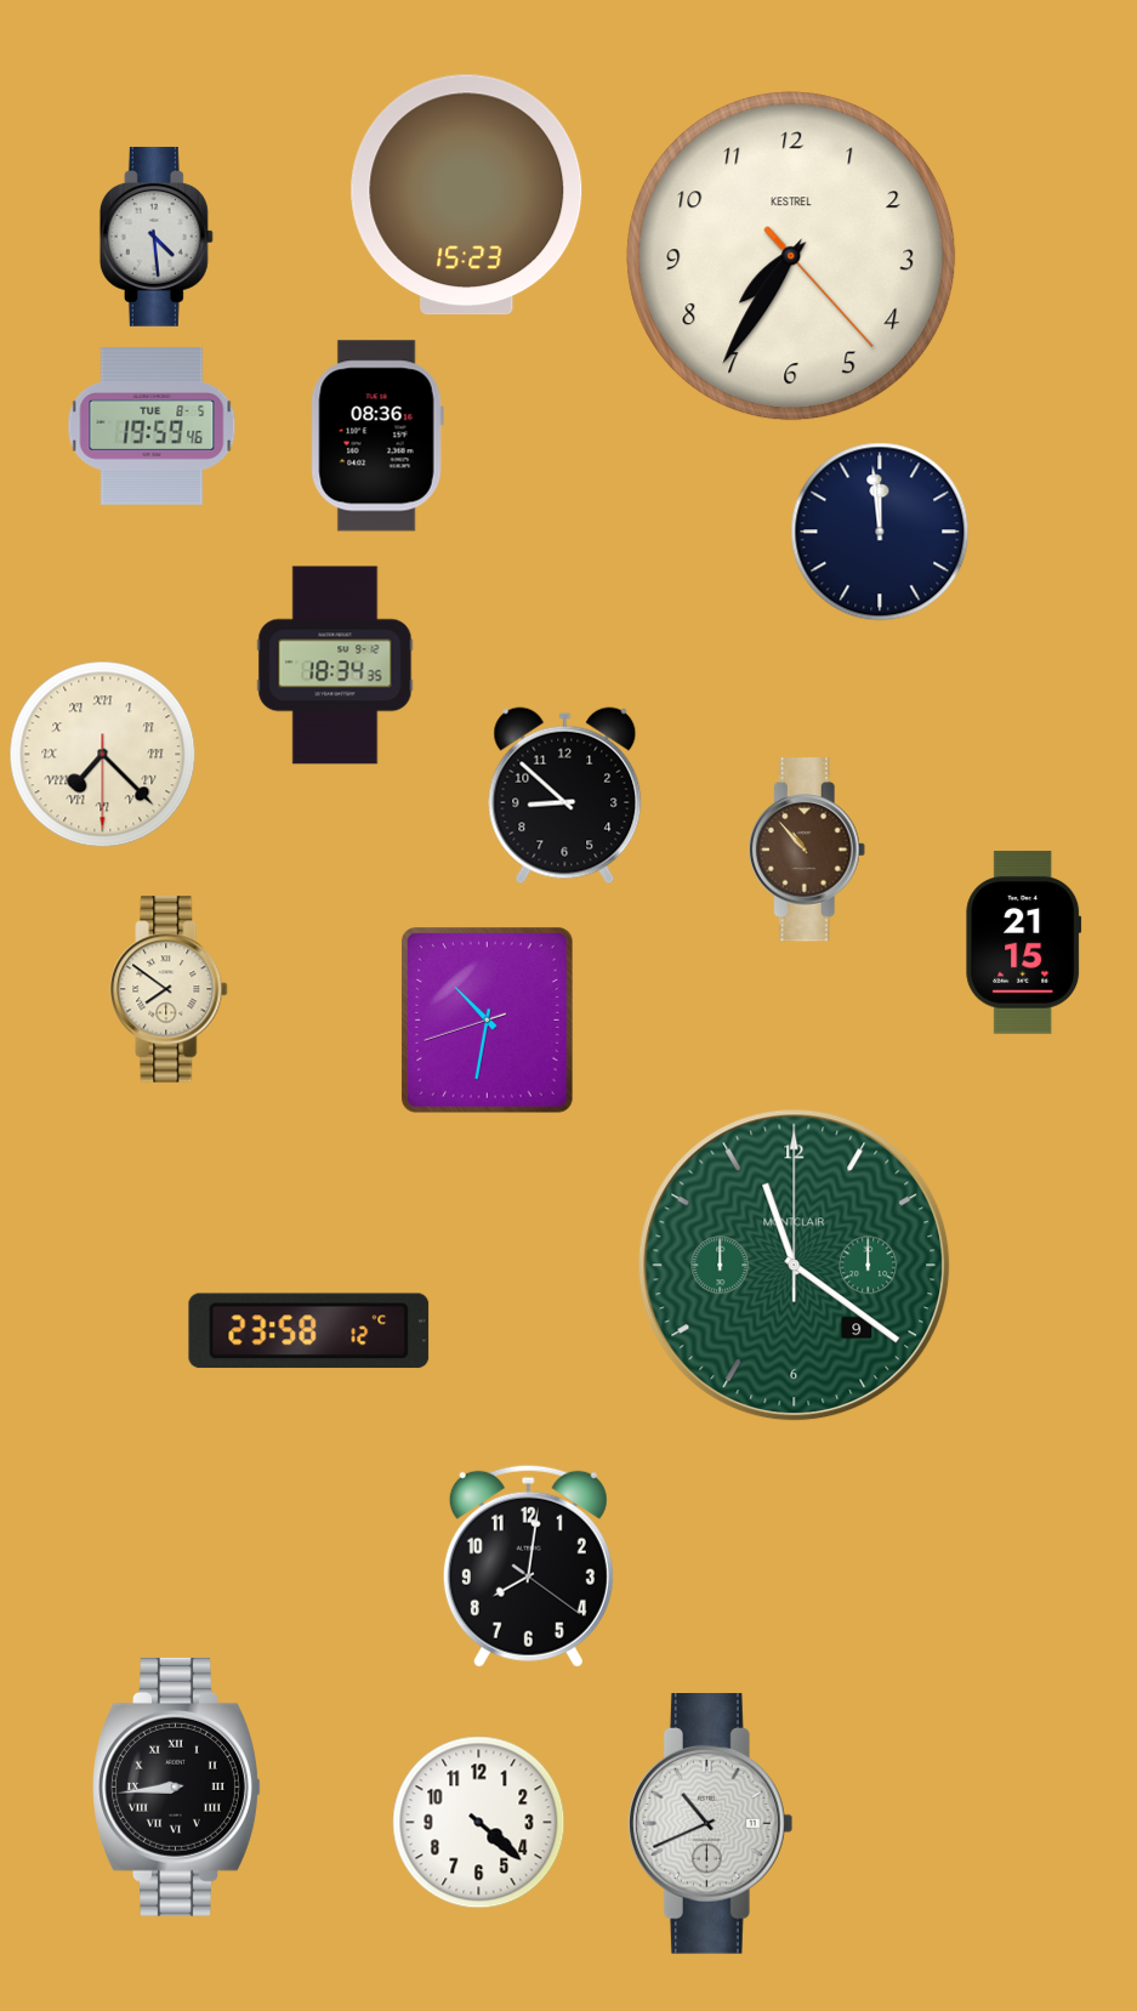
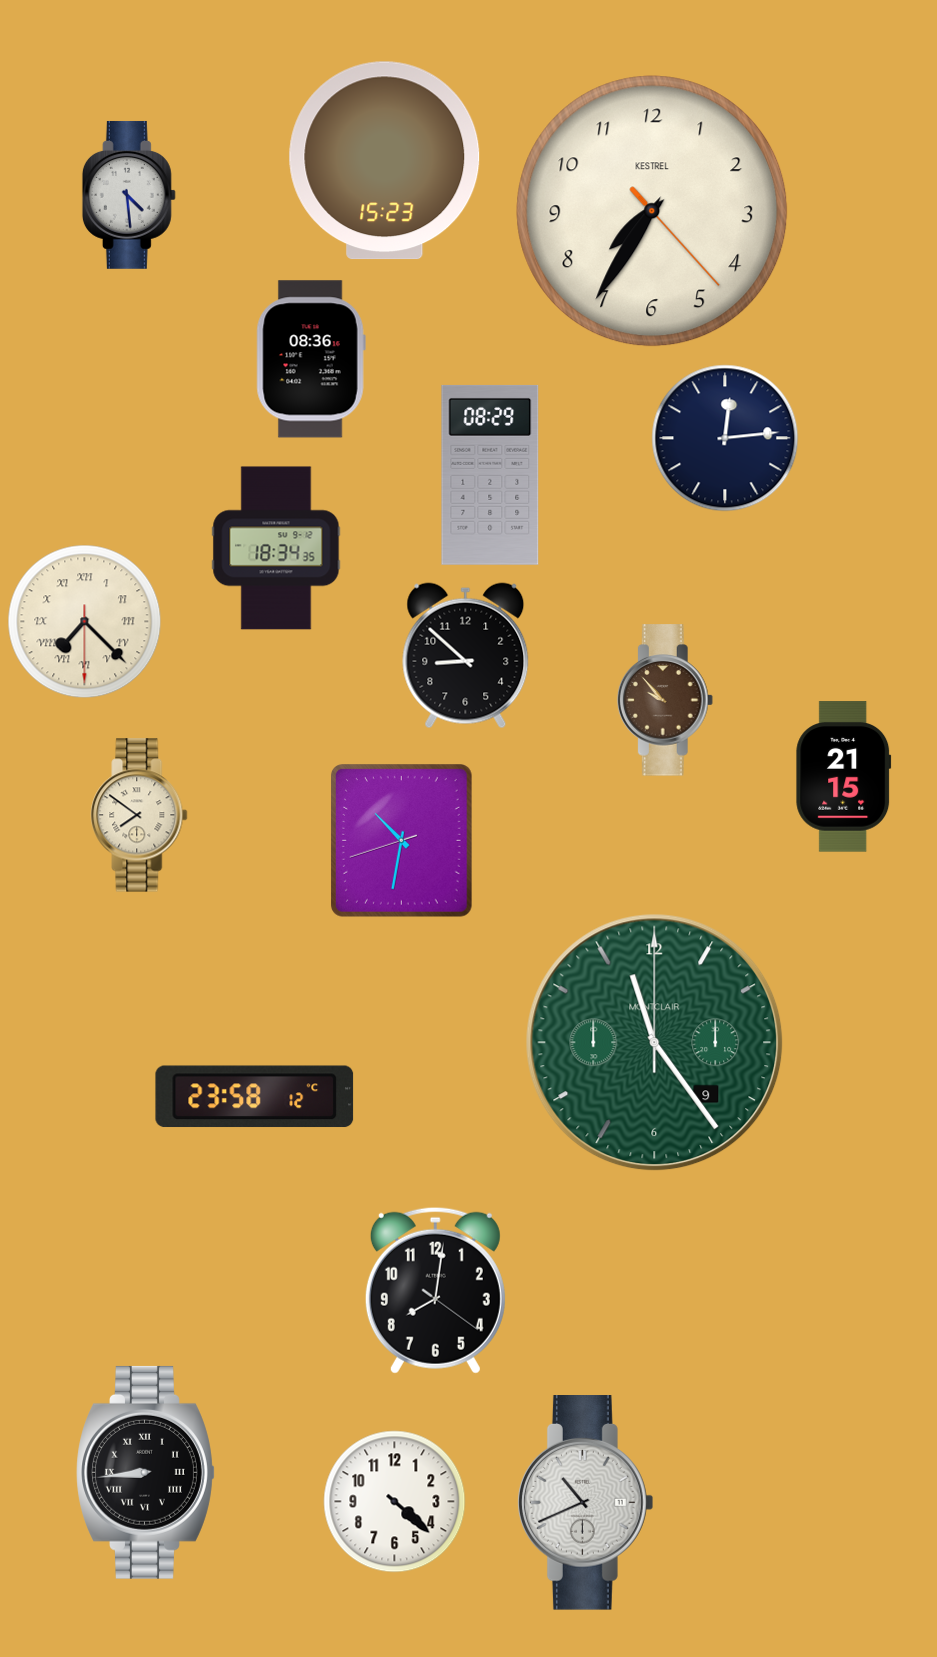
clock at (152, 427): 19:59 -> none
clock at (880, 532): 11:59 -> 12:14
clock at (490, 475): none -> 08:29
clock at (807, 850): 10:53 -> 9:53
clock at (795, 1266): 11:21 -> 11:24
